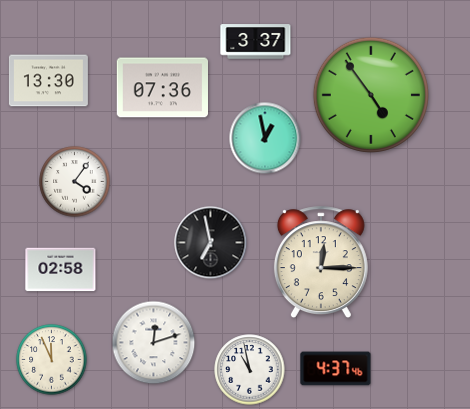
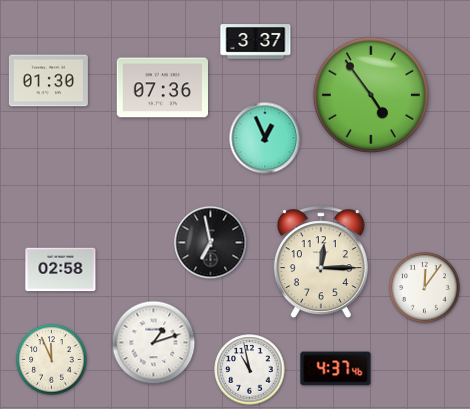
clock at (48, 81): 13:30 -> 01:30
clock at (265, 138): 12:58 -> 12:56
clock at (75, 182): 4:06 -> none
clock at (425, 288): none -> 12:06
clock at (154, 343): 12:12 -> 1:12
